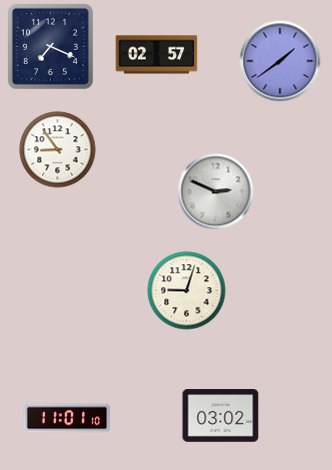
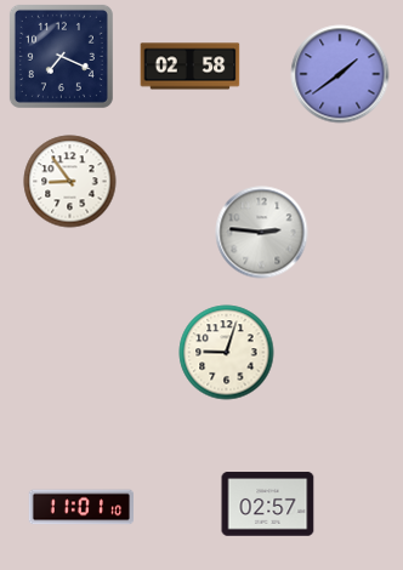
clock at (157, 55): 02:57 -> 02:58
clock at (216, 192): 2:49 -> 2:46
clock at (221, 416): 03:02 -> 02:57
